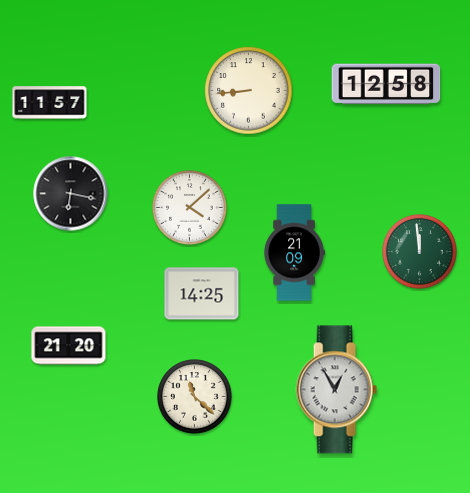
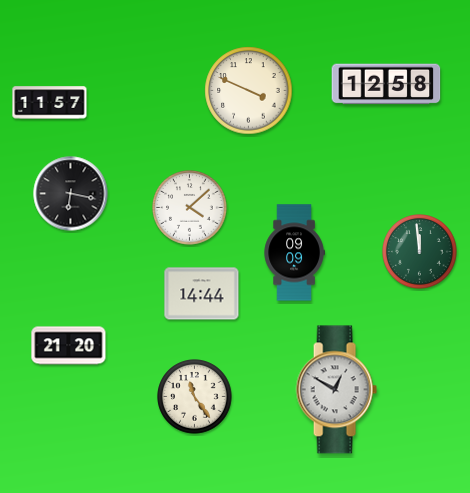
clock at (249, 91): 8:44 -> 3:49
clock at (294, 253): 21:09 -> 09:09
clock at (202, 294): 14:25 -> 14:44
clock at (336, 390): 12:55 -> 12:50
clock at (195, 397): 11:22 -> 11:24
